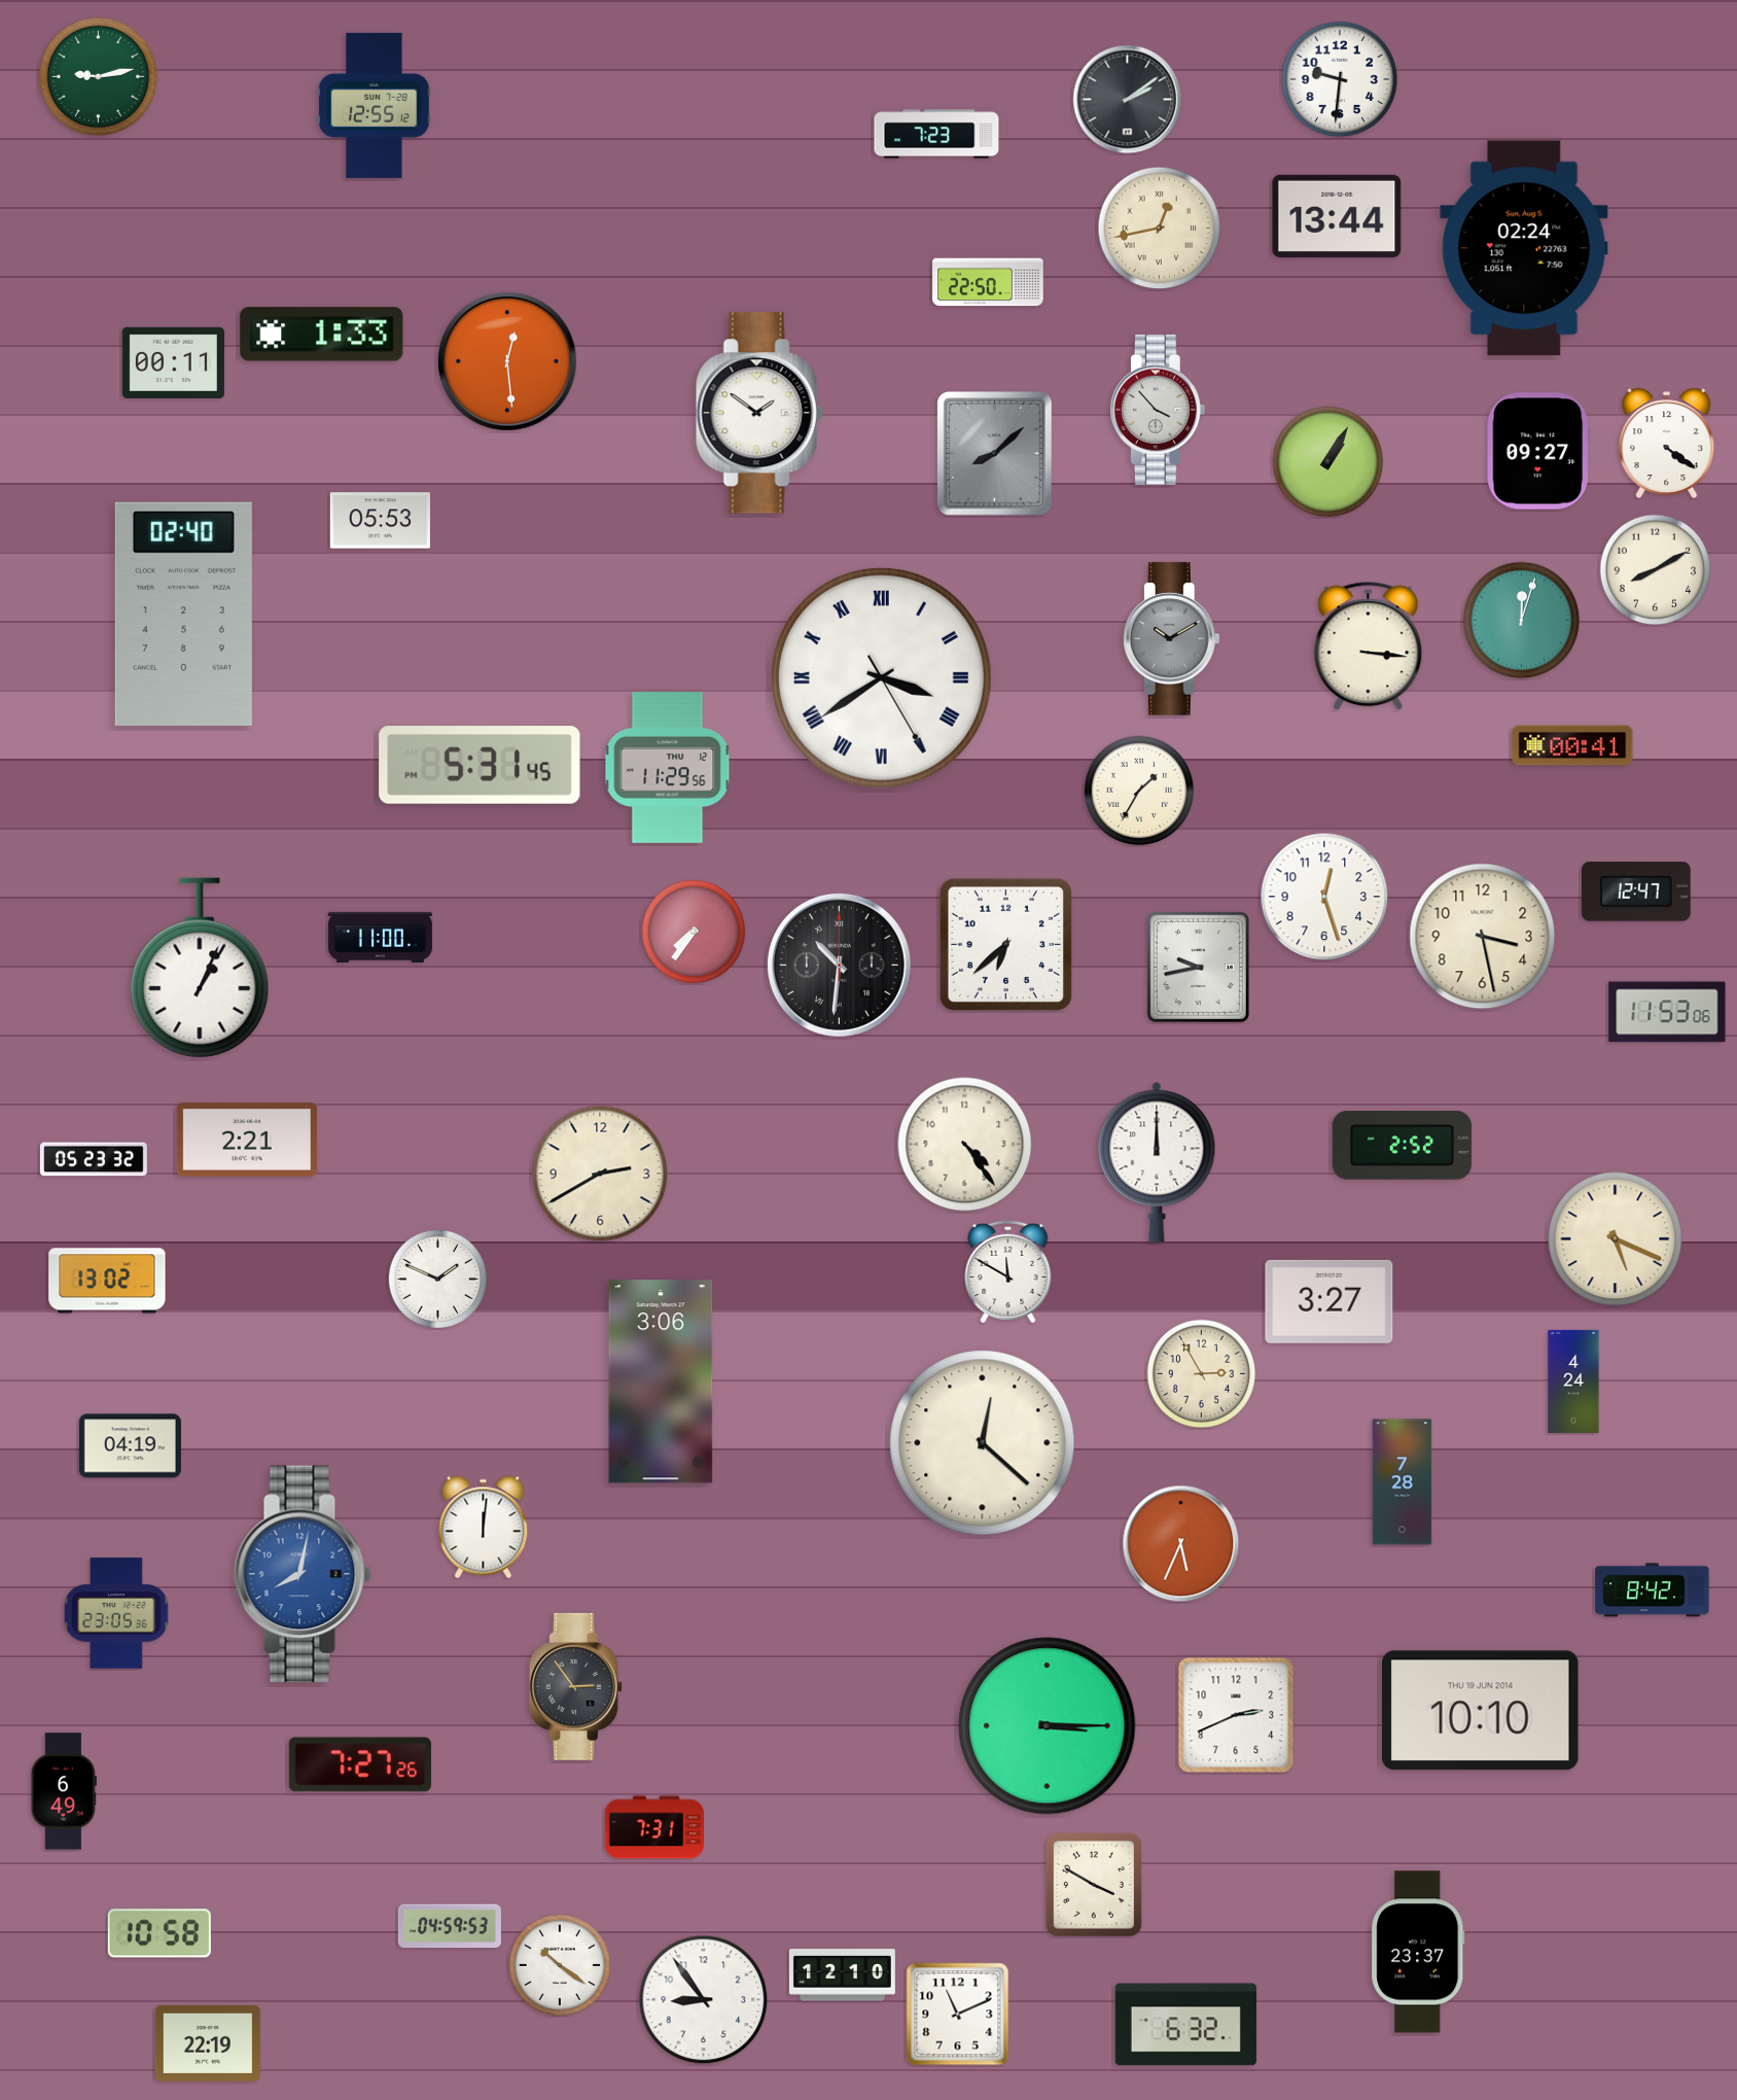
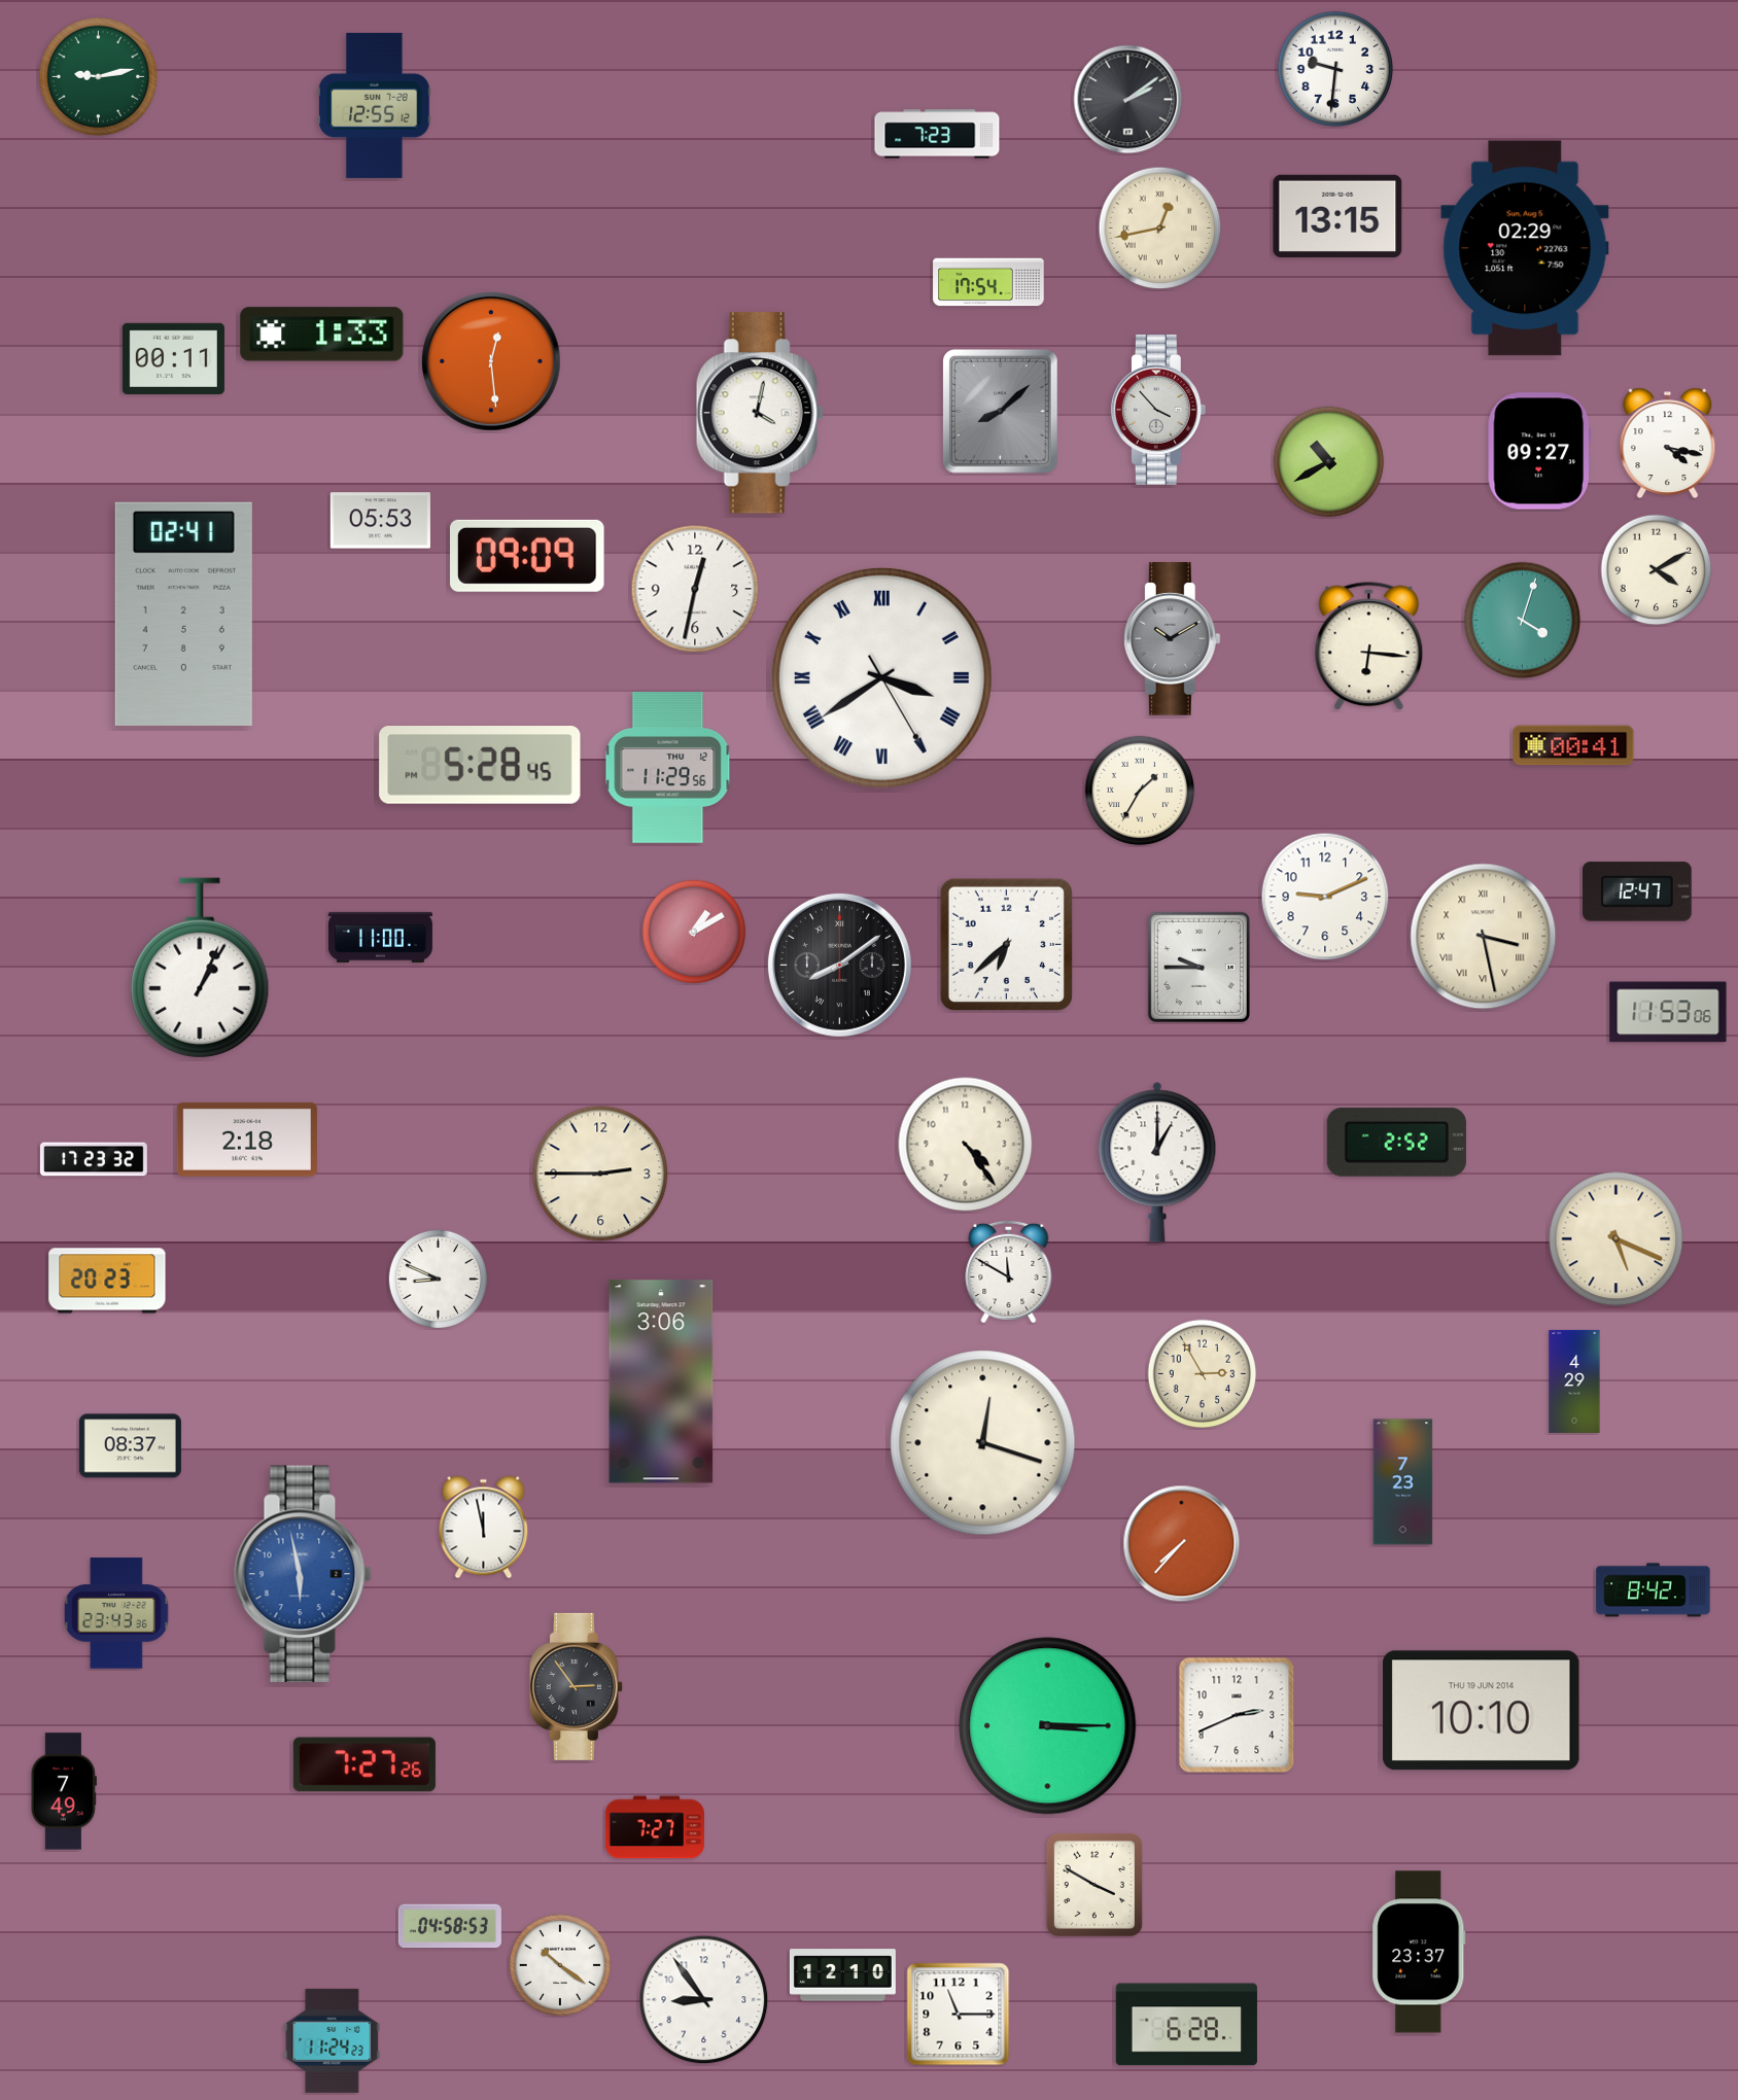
clock at (1340, 79) position: (1340, 79) -> (1335, 69)
clock at (1337, 216): 13:44 -> 13:15
clock at (1524, 248): 02:24 -> 02:29
clock at (988, 282): 22:50 -> 17:54
clock at (173, 362) position: (173, 362) -> (173, 358)
clock at (508, 362) position: (508, 362) -> (492, 362)
clock at (759, 413): 1:51 -> 4:02
clock at (1667, 443): 4:21 -> 4:17
clock at (995, 454) position: (995, 454) -> (1001, 412)
clock at (1328, 462): 1:05 -> 10:40
clock at (528, 556): none -> 09:09
clock at (1656, 570): 8:10 -> 4:10
clock at (695, 589): none -> 12:32
clock at (183, 614): 02:40 -> 02:41
clock at (1522, 621): 12:03 -> 4:03
clock at (1369, 646): 3:16 -> 6:16
clock at (480, 766): 5:31 -> 5:28
clock at (1324, 897): 12:27 -> 9:11
clock at (694, 932): 7:36 -> 1:10
clock at (1483, 937) numerals: Arabic -> Roman
clock at (839, 965): 10:31 -> 8:09
clock at (1198, 967): 9:43 -> 9:45
clock at (247, 1140): 2:21 -> 2:18
clock at (1402, 1145) position: (1402, 1145) -> (1396, 1142)
clock at (94, 1159): 05:23 -> 17:23
clock at (1157, 1162): 12:00 -> 1:00
clock at (600, 1174): 2:40 -> 2:45
clock at (437, 1279): 1:49 -> 8:49
clock at (107, 1281): 13:02 -> 20:23
clock at (1330, 1301): 3:27 -> none
clock at (1573, 1381): 4:24 -> 4:29
clock at (983, 1443): 12:22 -> 12:18
clock at (130, 1446): 04:19 -> 08:37
clock at (1403, 1482): 7:28 -> 7:23
clock at (484, 1528): 12:01 -> 11:58
clock at (1181, 1544): 5:34 -> 7:37
clock at (303, 1574): 8:02 -> 5:58
clock at (116, 1613): 23:05 -> 23:43
clock at (360, 1764) position: (360, 1764) -> (364, 1764)
clock at (64, 1791): 6:49 -> 7:49
clock at (653, 1827): 7:31 -> 7:27
clock at (450, 1926): 04:59 -> 04:58
clock at (159, 1933): 10:58 -> none
clock at (958, 2015): 11:11 -> 11:15
clock at (1185, 2025): 6:32 -> 6:28
clock at (333, 2040): none -> 11:24
clock at (208, 2043): 22:19 -> none
